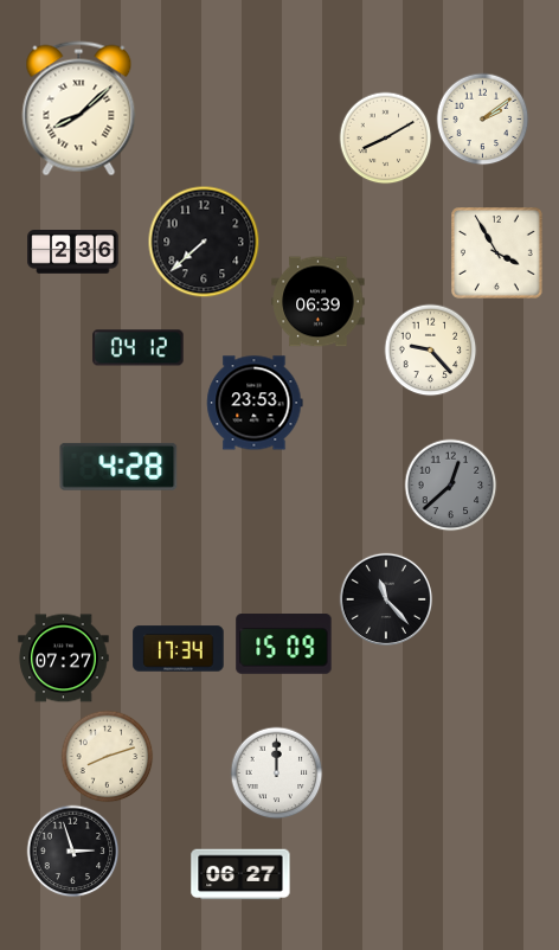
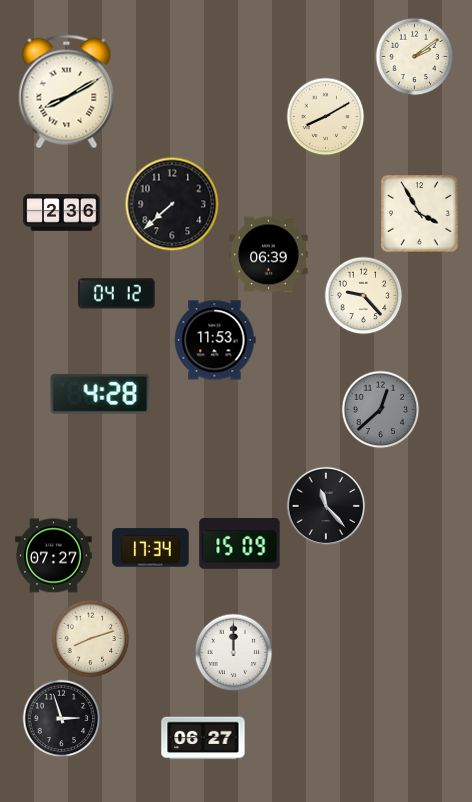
clock at (79, 109): 8:08 -> 8:10
clock at (482, 118) position: (482, 118) -> (414, 56)
clock at (255, 403): 23:53 -> 11:53
